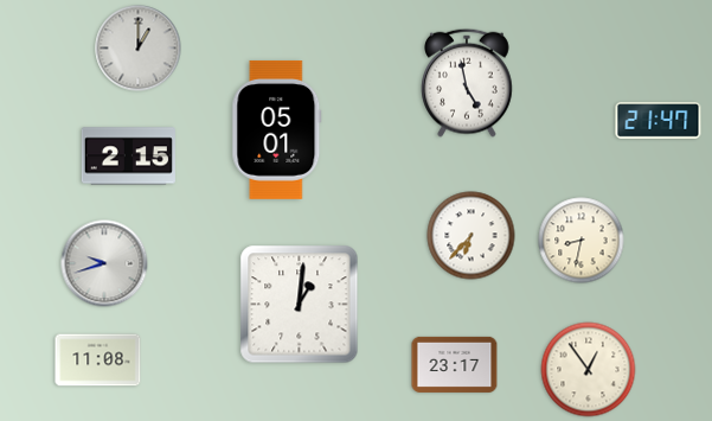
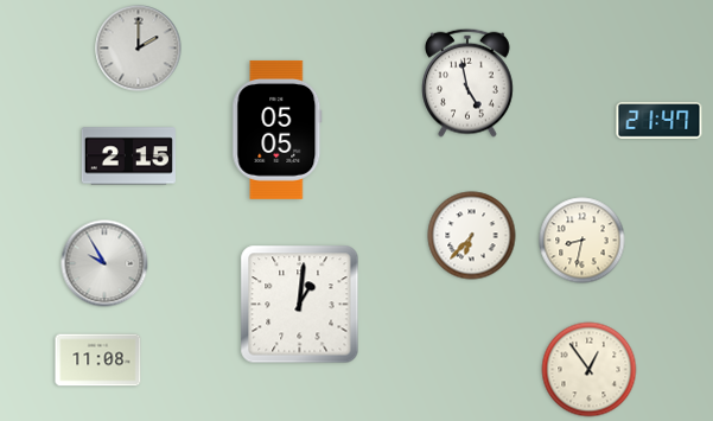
clock at (139, 49): 1:00 -> 2:00
clock at (277, 129): 05:01 -> 05:05
clock at (104, 263): 9:42 -> 9:55
clock at (455, 364): 23:17 -> none
